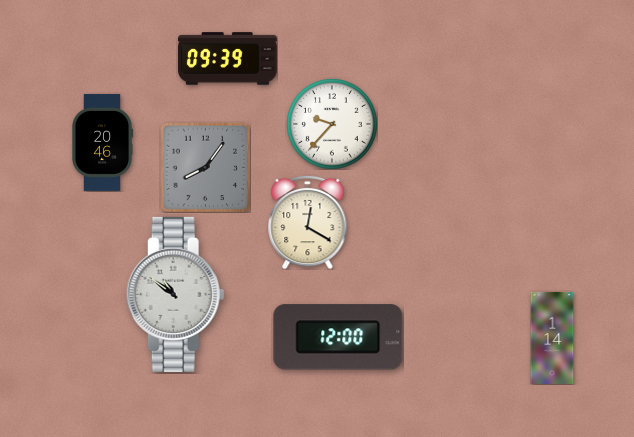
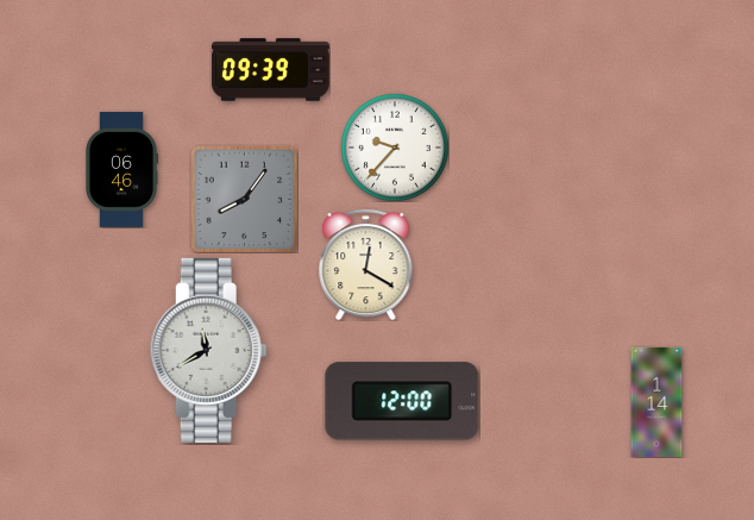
clock at (102, 142): 20:46 -> 06:46
clock at (175, 294): 10:51 -> 11:40
